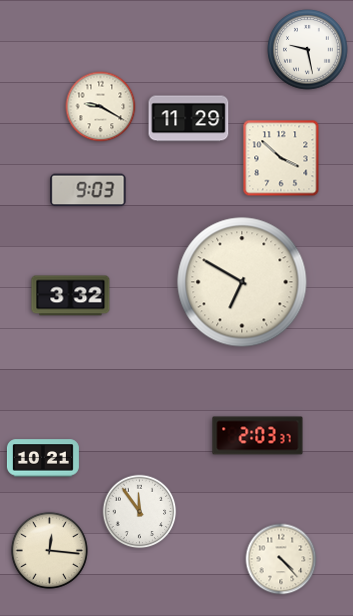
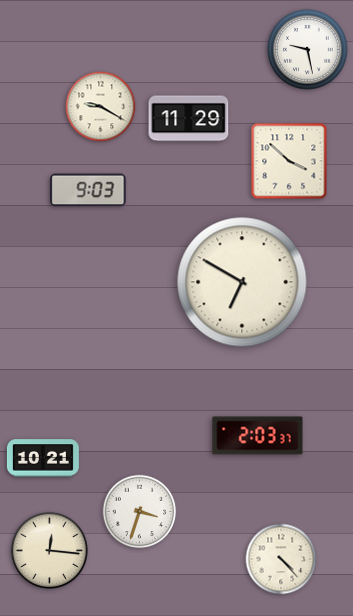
clock at (281, 158) position: (281, 158) -> (289, 161)
clock at (71, 296): 3:32 -> none
clock at (140, 512): 11:54 -> 3:33
